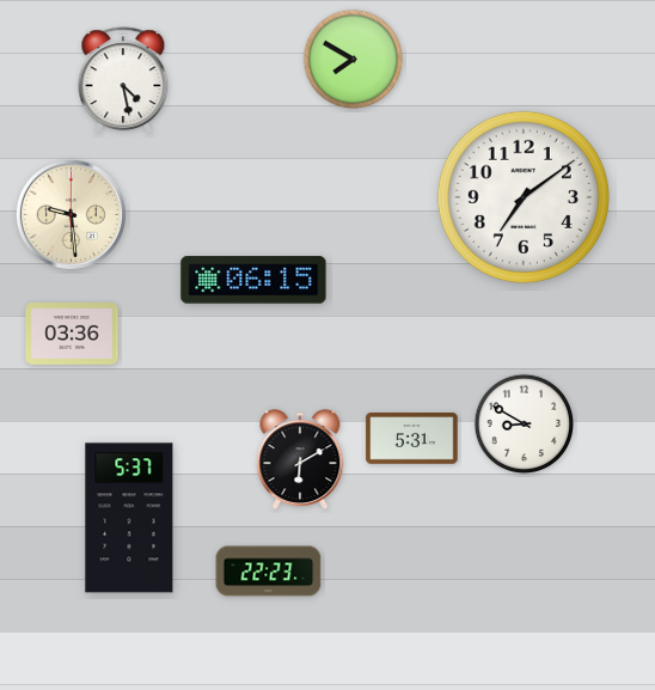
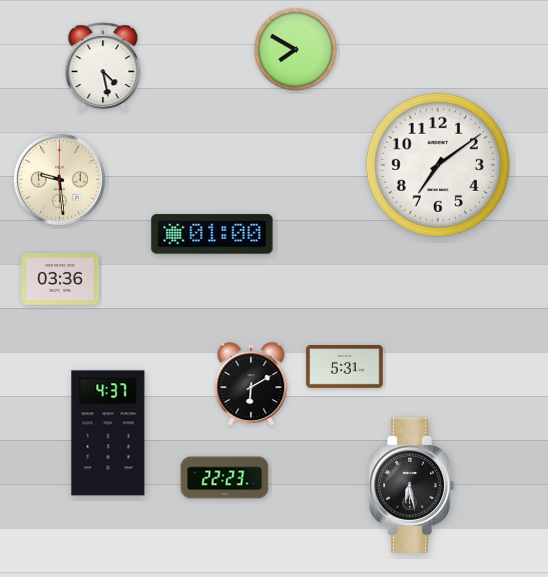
clock at (253, 280): 06:15 -> 01:00
clock at (525, 425): 8:50 -> none
clock at (129, 518): 5:37 -> 4:37
clock at (412, 485): none -> 6:28
